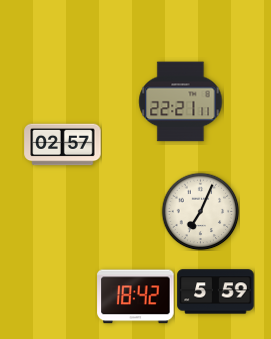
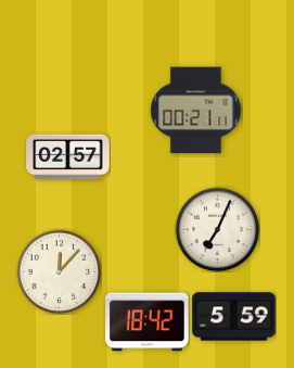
clock at (181, 102): 22:21 -> 00:21
clock at (59, 271): none -> 12:07
